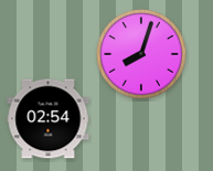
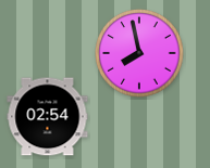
clock at (141, 54): 8:03 -> 7:58
